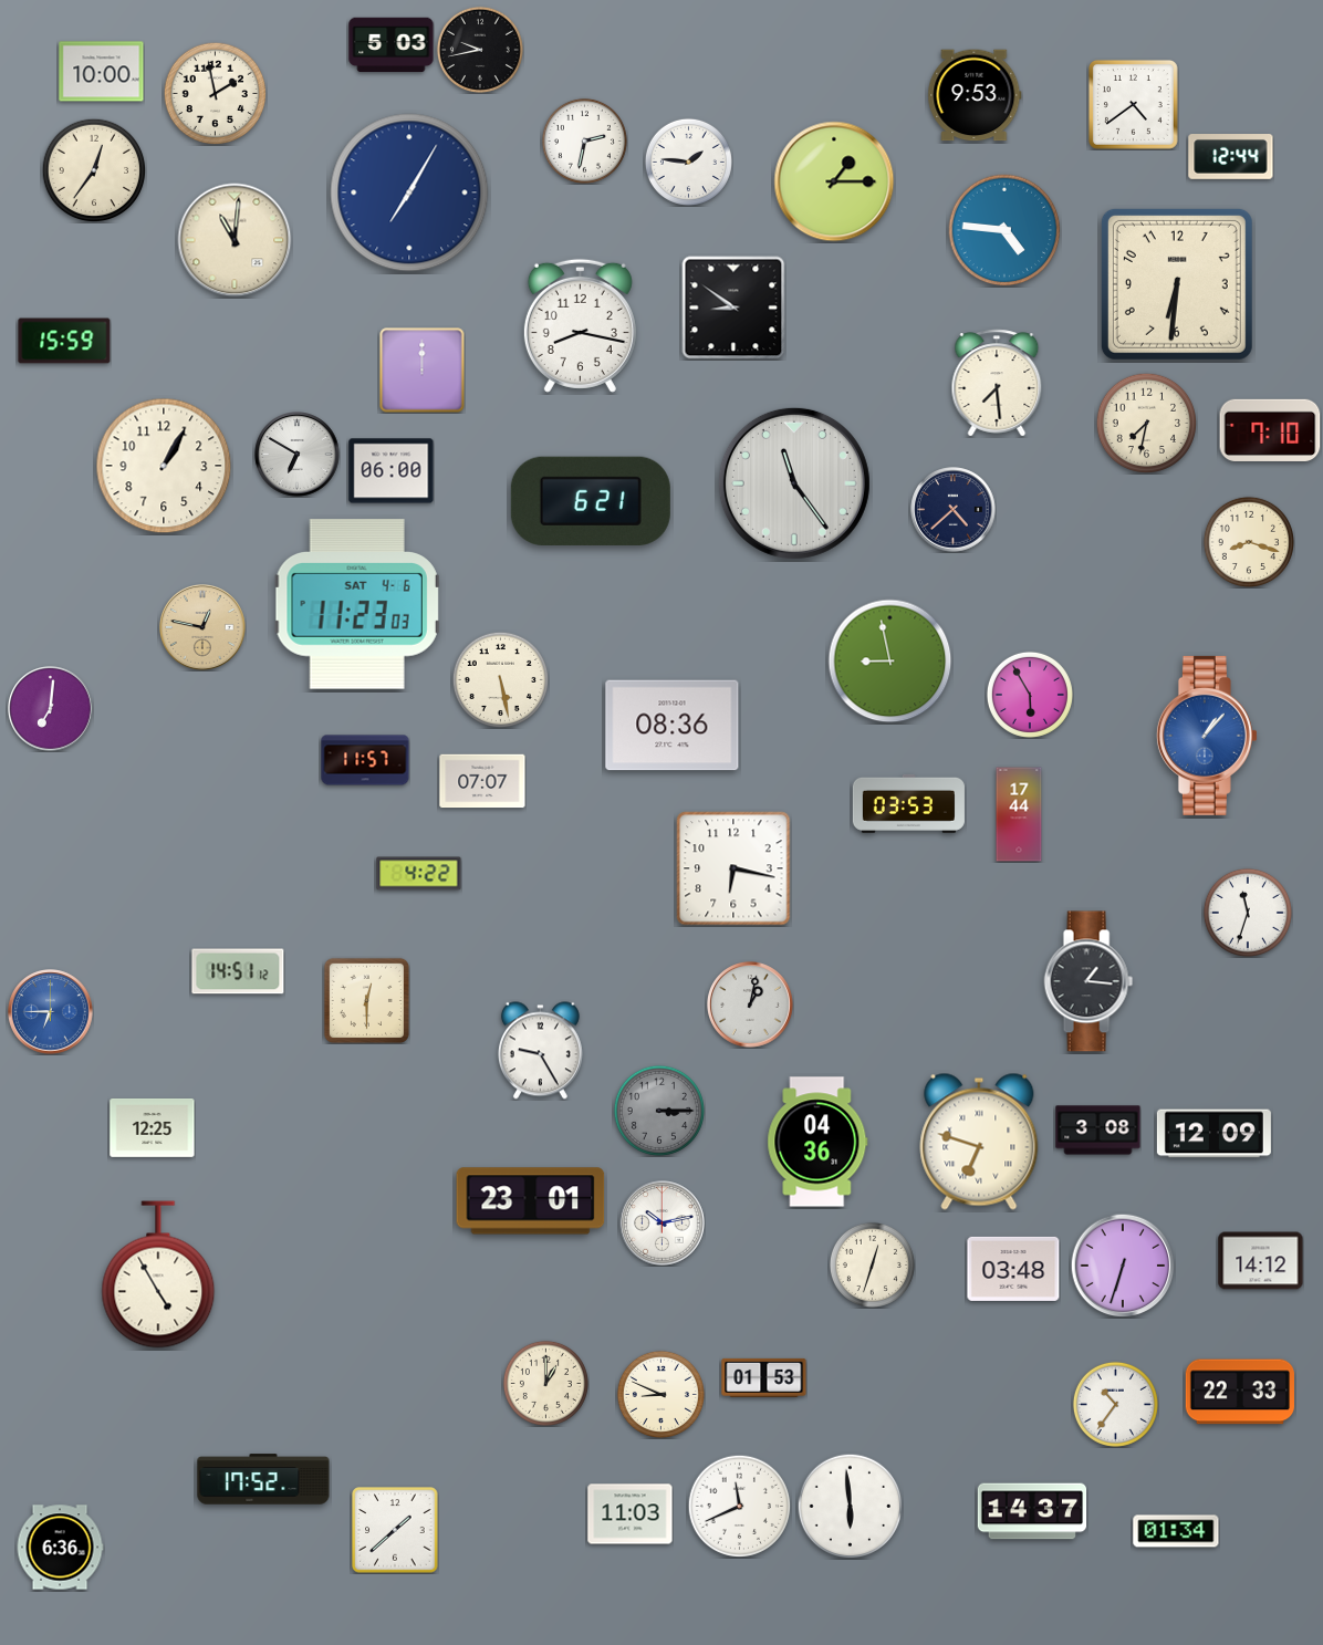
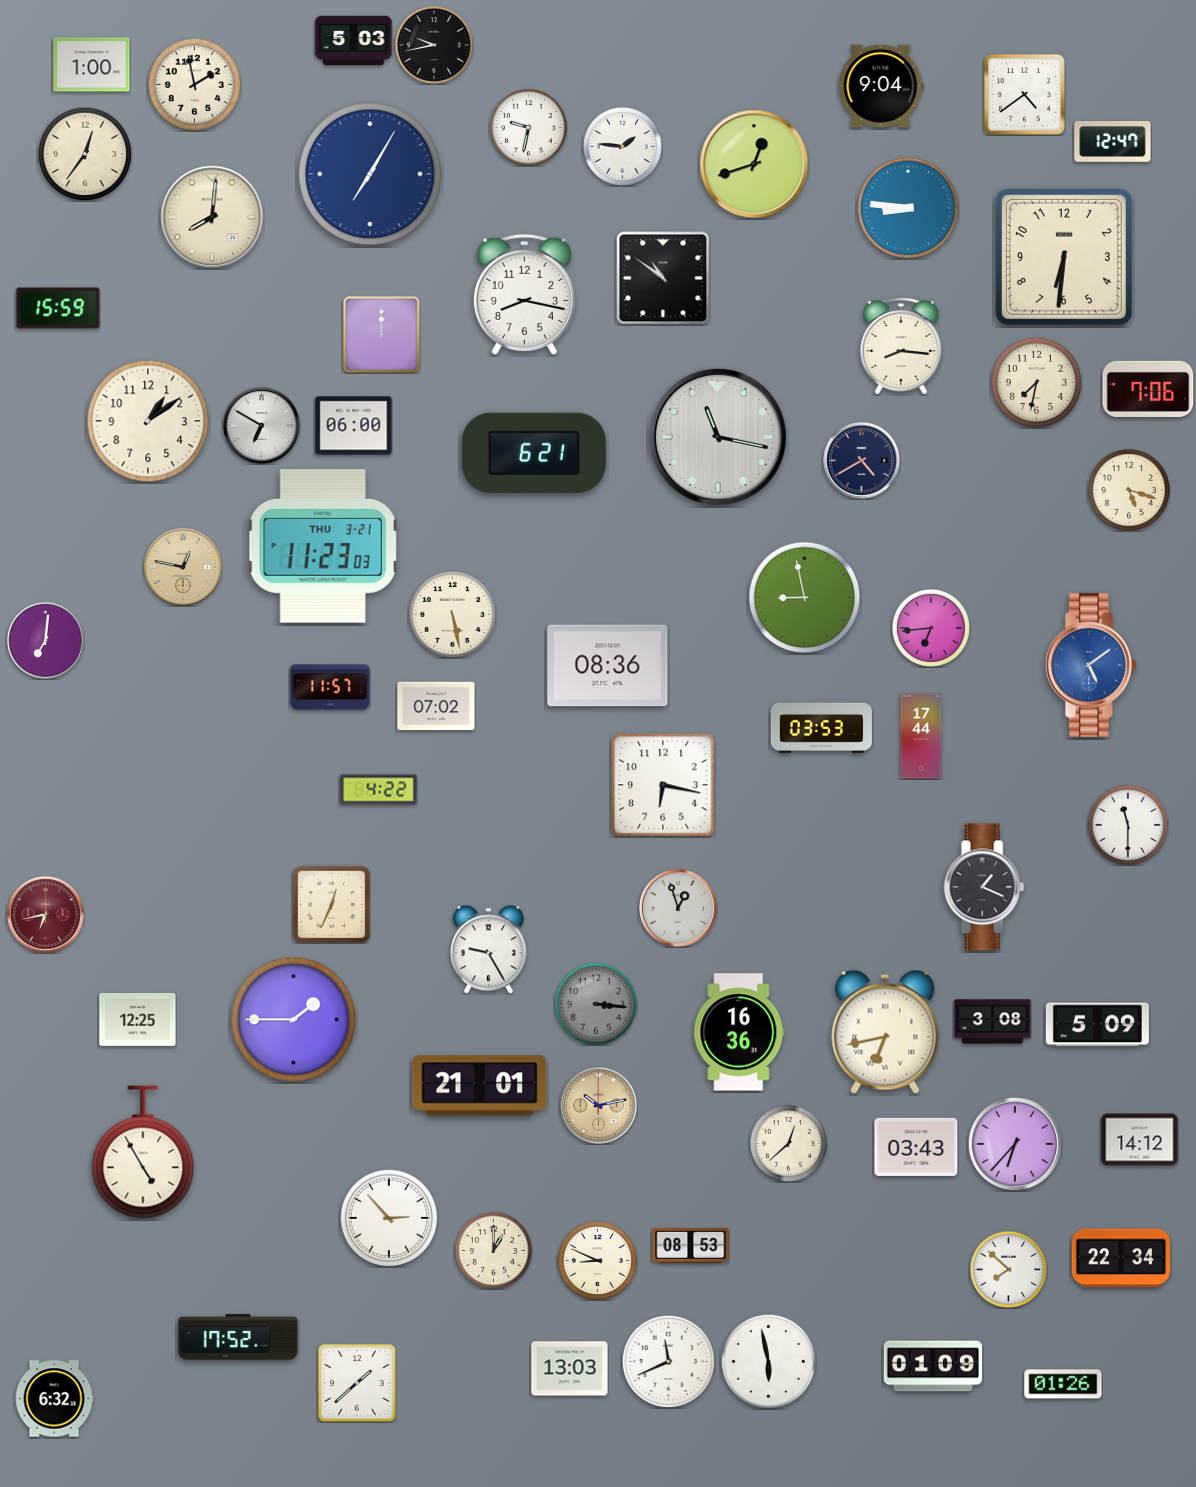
clock at (102, 72): 10:00 -> 1:00
clock at (975, 95): 9:53 -> 9:04
clock at (584, 140): 2:32 -> 9:32
clock at (1231, 157): 12:44 -> 12:47
clock at (834, 181): 1:15 -> 12:42
clock at (1004, 230): 4:46 -> 8:46
clock at (235, 240): 11:01 -> 8:01
clock at (733, 308): 8:51 -> 10:51
clock at (997, 383): 7:29 -> 8:16
clock at (1270, 430): 7:10 -> 7:06
clock at (298, 455) position: (298, 455) -> (262, 426)
clock at (164, 466): 1:05 -> 1:09
clock at (794, 483): 11:24 -> 11:17
clock at (954, 510): 4:38 -> 4:40
clock at (1249, 542): 8:18 -> 5:18
clock at (357, 604) date: SAT 4-6 -> THU 3-21
clock at (1030, 695): 5:55 -> 6:44
clock at (673, 726) position: (673, 726) -> (608, 666)
clock at (1207, 736): 1:07 -> 5:09
clock at (482, 781): 07:07 -> 07:02
clock at (1248, 913): 11:33 -> 11:30
clock at (238, 971): 14:51 -> none
clock at (1088, 981): 1:16 -> 1:19
clock at (366, 1000): 12:30 -> 12:34
clock at (750, 1004): 1:02 -> 12:57
clock at (51, 1012): 6:45 -> 6:43
clock at (51, 1012) dial: blue -> burgundy
clock at (659, 1111): 3:15 -> 3:16
clock at (294, 1020): none -> 1:45
clock at (1213, 1134): 12:09 -> 5:09
clock at (817, 1142): 04:36 -> 16:36
clock at (979, 1142): 6:48 -> 6:43
clock at (531, 1201): 23:01 -> 21:01
clock at (663, 1224) dial: white -> champagne
clock at (872, 1264): 12:33 -> 12:38
clock at (1123, 1266): 6:33 -> 6:37
clock at (1013, 1269): 03:48 -> 03:43
clock at (389, 1218): none -> 2:53
clock at (764, 1377): 01:53 -> 08:53
clock at (1239, 1392): 22:33 -> 22:34
clock at (1115, 1404): 10:36 -> 7:52
clock at (850, 1506): 5:59 -> 5:58
clock at (1032, 1511): 14:37 -> 01:09
clock at (631, 1514): 11:03 -> 13:03
clock at (1176, 1531): 01:34 -> 01:26
clock at (60, 1548): 6:36 -> 6:32
